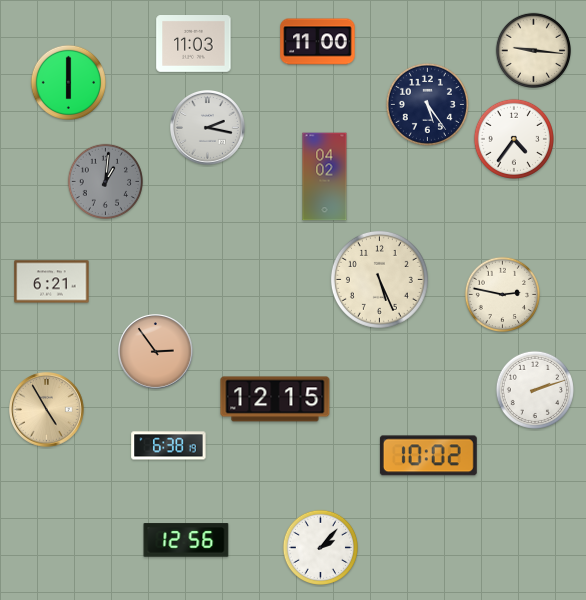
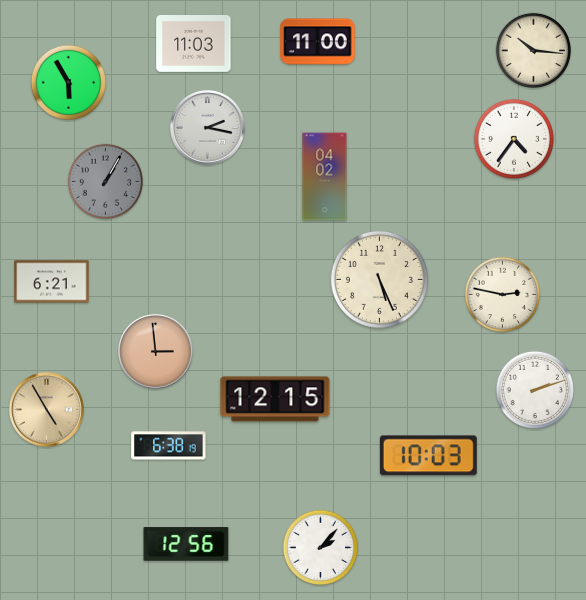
clock at (533, 50): 9:16 -> 10:16
clock at (68, 82): 6:00 -> 5:55
clock at (427, 104): 5:24 -> none
clock at (105, 181): 1:01 -> 1:05
clock at (156, 352): 2:54 -> 2:59
clock at (428, 456): 10:02 -> 10:03
clock at (186, 540) position: (186, 540) -> (186, 544)
